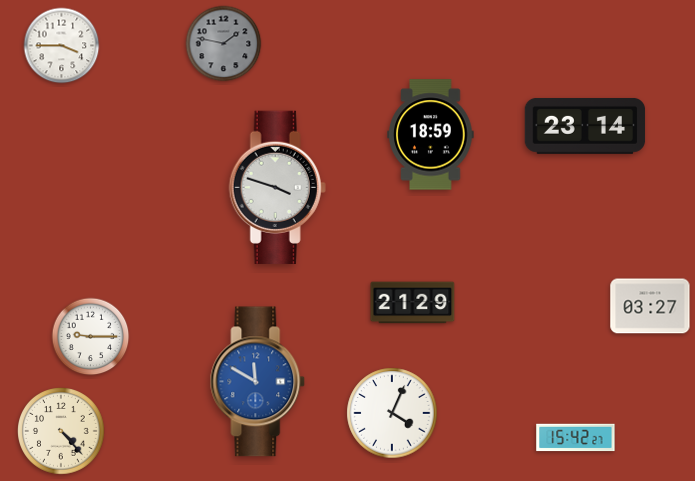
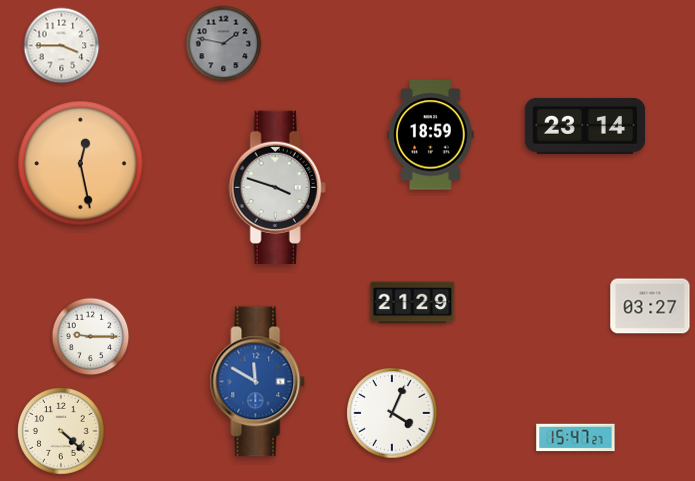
clock at (81, 164): none -> 12:28
clock at (62, 432): 4:23 -> 4:22
clock at (576, 438): 15:42 -> 15:47
